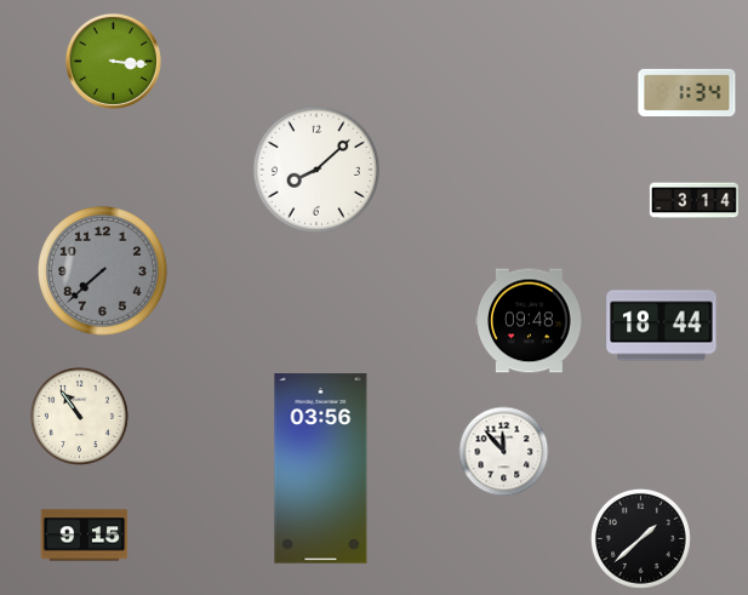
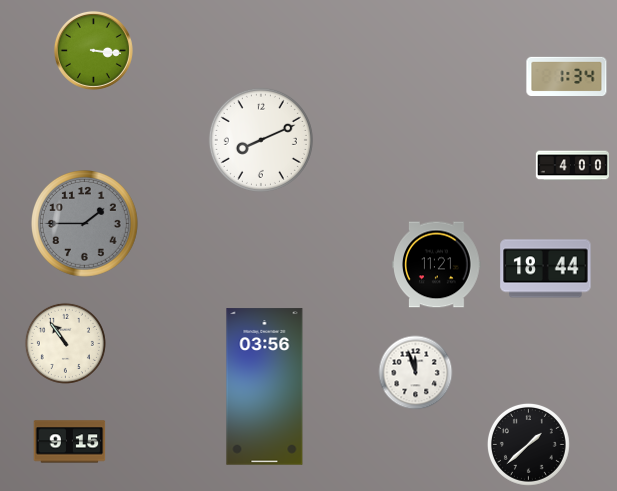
clock at (316, 170): 8:08 -> 8:11
clock at (693, 201): 3:14 -> 4:00
clock at (103, 271): 7:38 -> 1:45
clock at (530, 321): 09:48 -> 11:21
clock at (504, 452): 11:53 -> 11:57
